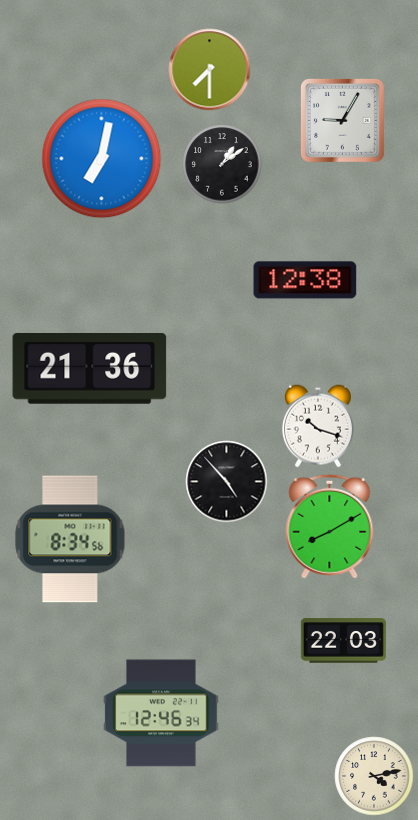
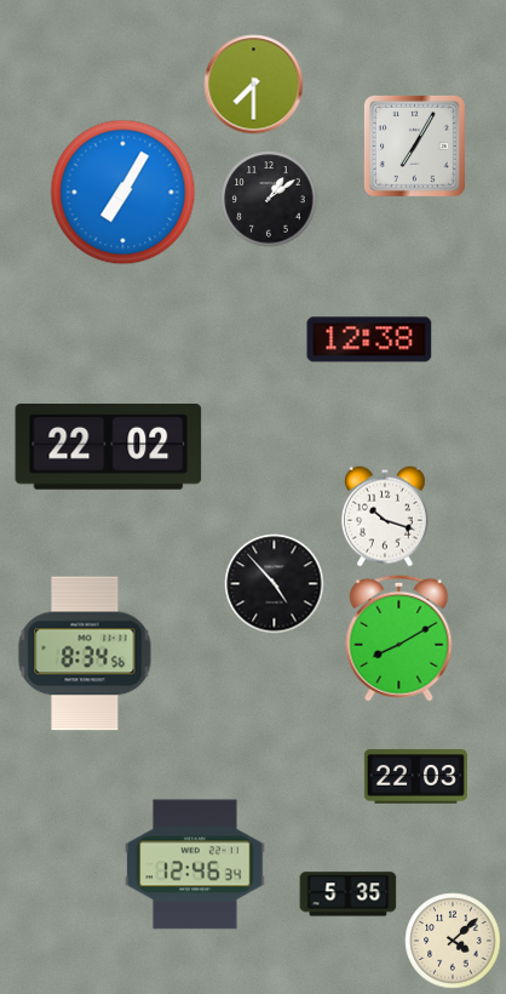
clock at (342, 120): 9:05 -> 7:05
clock at (102, 159): 7:02 -> 7:05
clock at (90, 369): 21:36 -> 22:02
clock at (349, 895): none -> 5:35
clock at (374, 776): 4:13 -> 4:08
